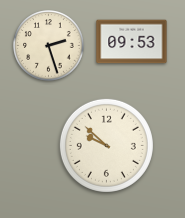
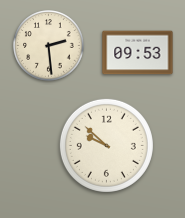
clock at (132, 42) position: (132, 42) -> (138, 53)
clock at (49, 46): 2:27 -> 2:29
